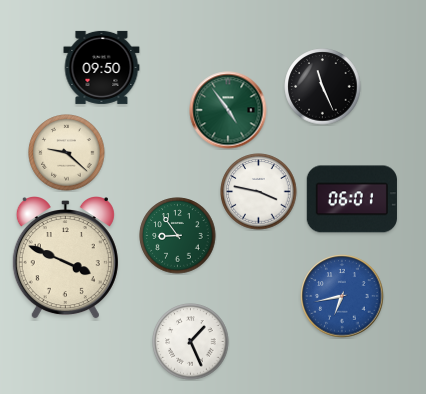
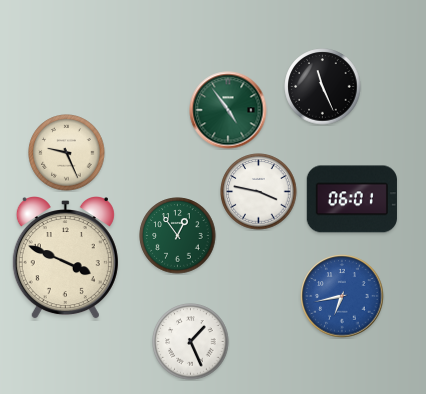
clock at (102, 67): 09:50 -> none
clock at (67, 153): 9:22 -> 9:26
clock at (178, 236): 8:54 -> 12:54
